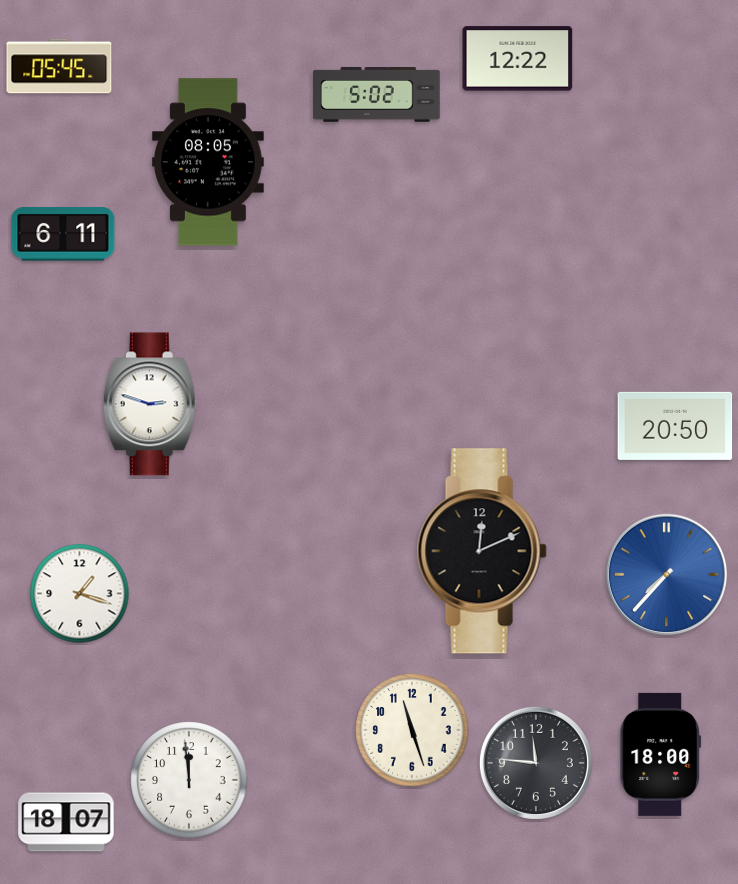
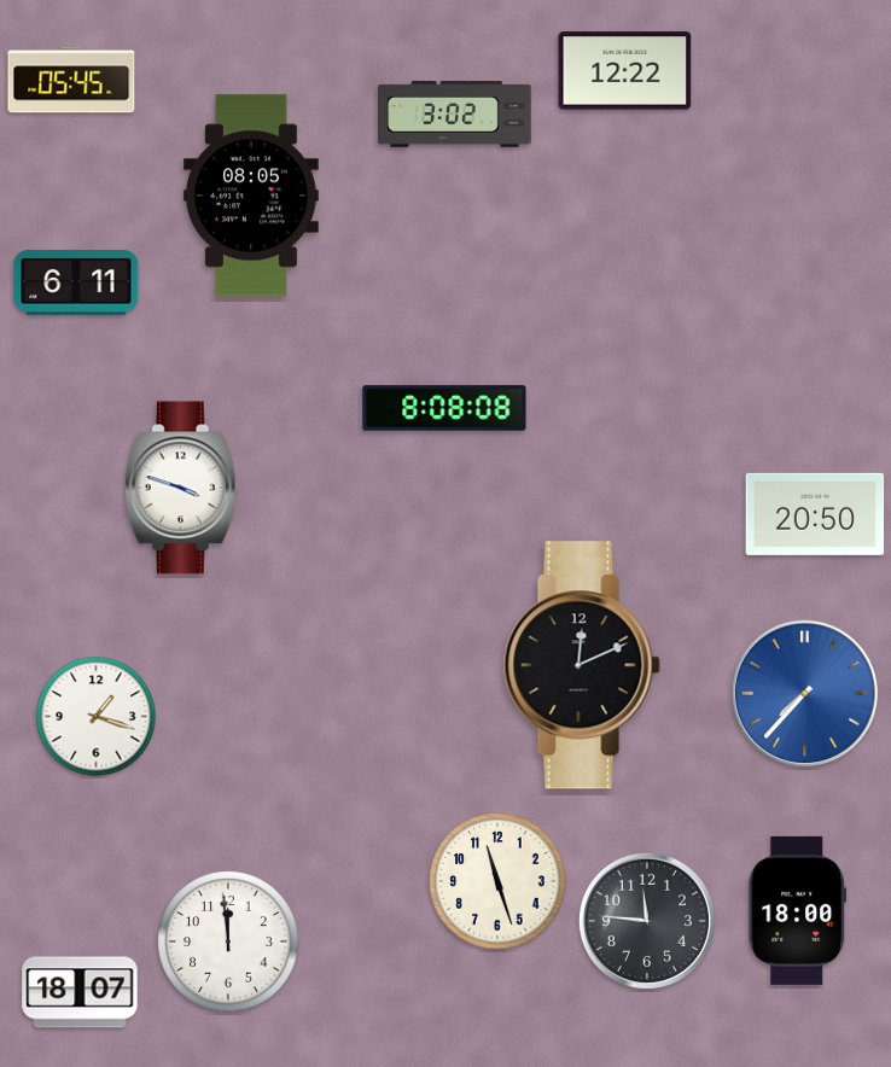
clock at (377, 95): 5:02 -> 3:02
clock at (444, 408): none -> 8:08
clock at (150, 404): 2:48 -> 3:48
